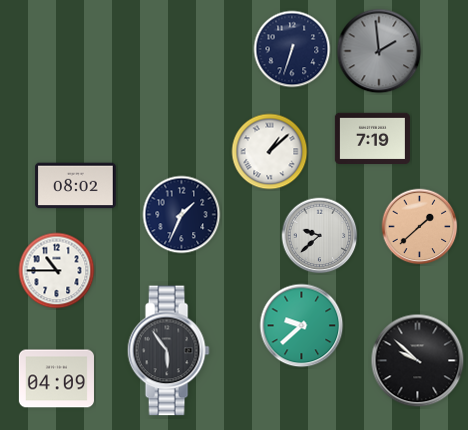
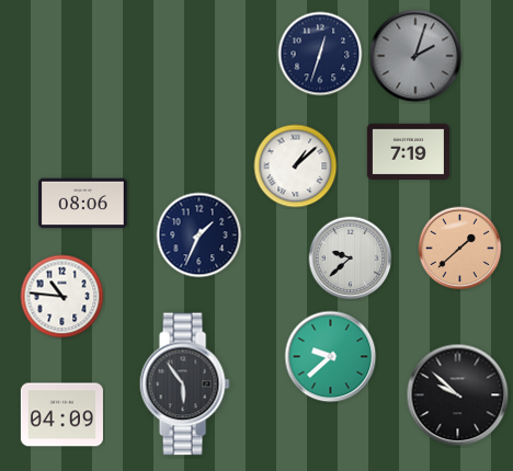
clock at (292, 49): 6:33 -> 12:33
clock at (379, 51): 1:59 -> 2:03
clock at (76, 186): 08:02 -> 08:06
clock at (57, 271): 10:45 -> 10:46
